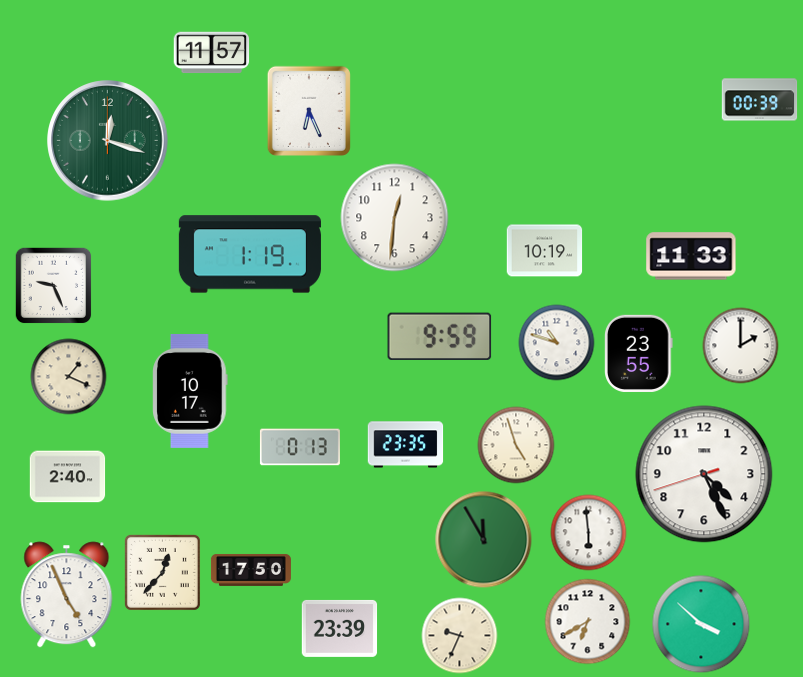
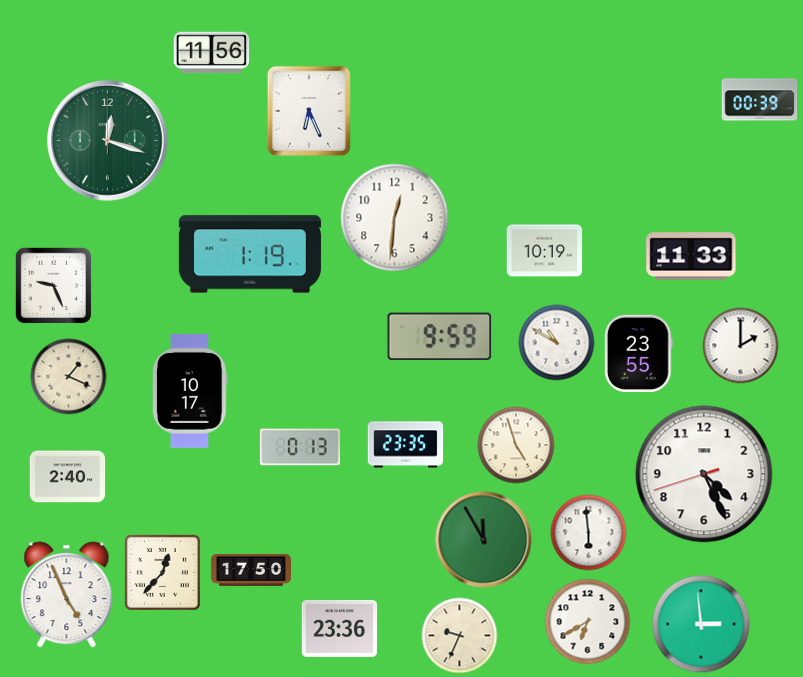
clock at (212, 53): 11:57 -> 11:56
clock at (557, 343): 10:48 -> 10:50
clock at (701, 624): 3:52 -> 2:59
clock at (340, 628): 23:39 -> 23:36
